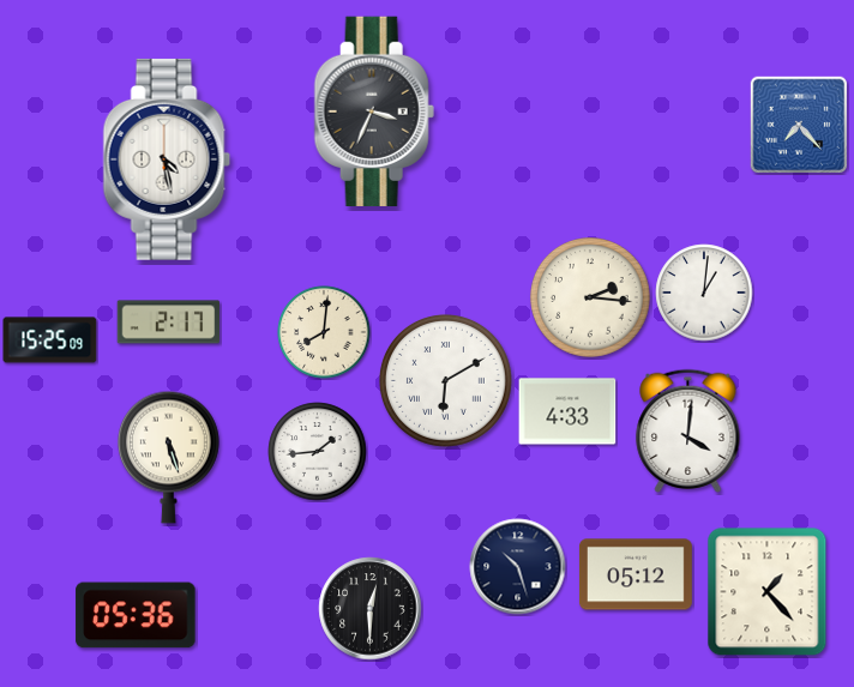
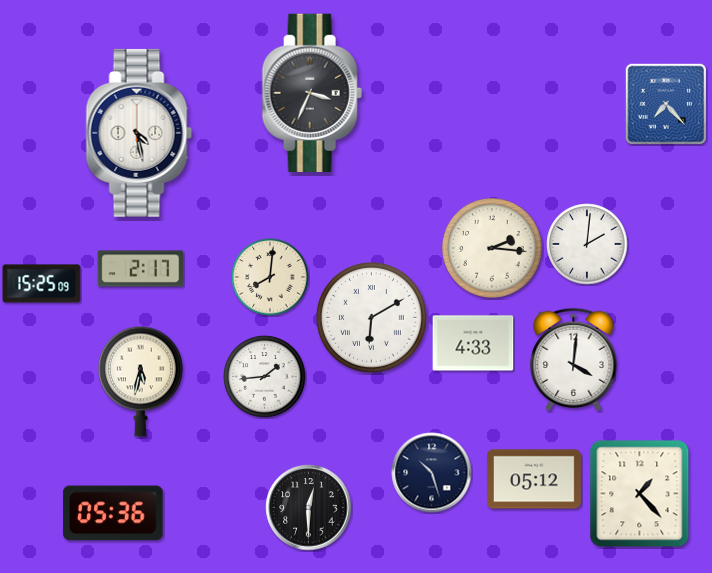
clock at (704, 293): 1:01 -> 2:01
clock at (168, 457): 5:27 -> 5:32
clock at (636, 574) position: (636, 574) -> (534, 479)
